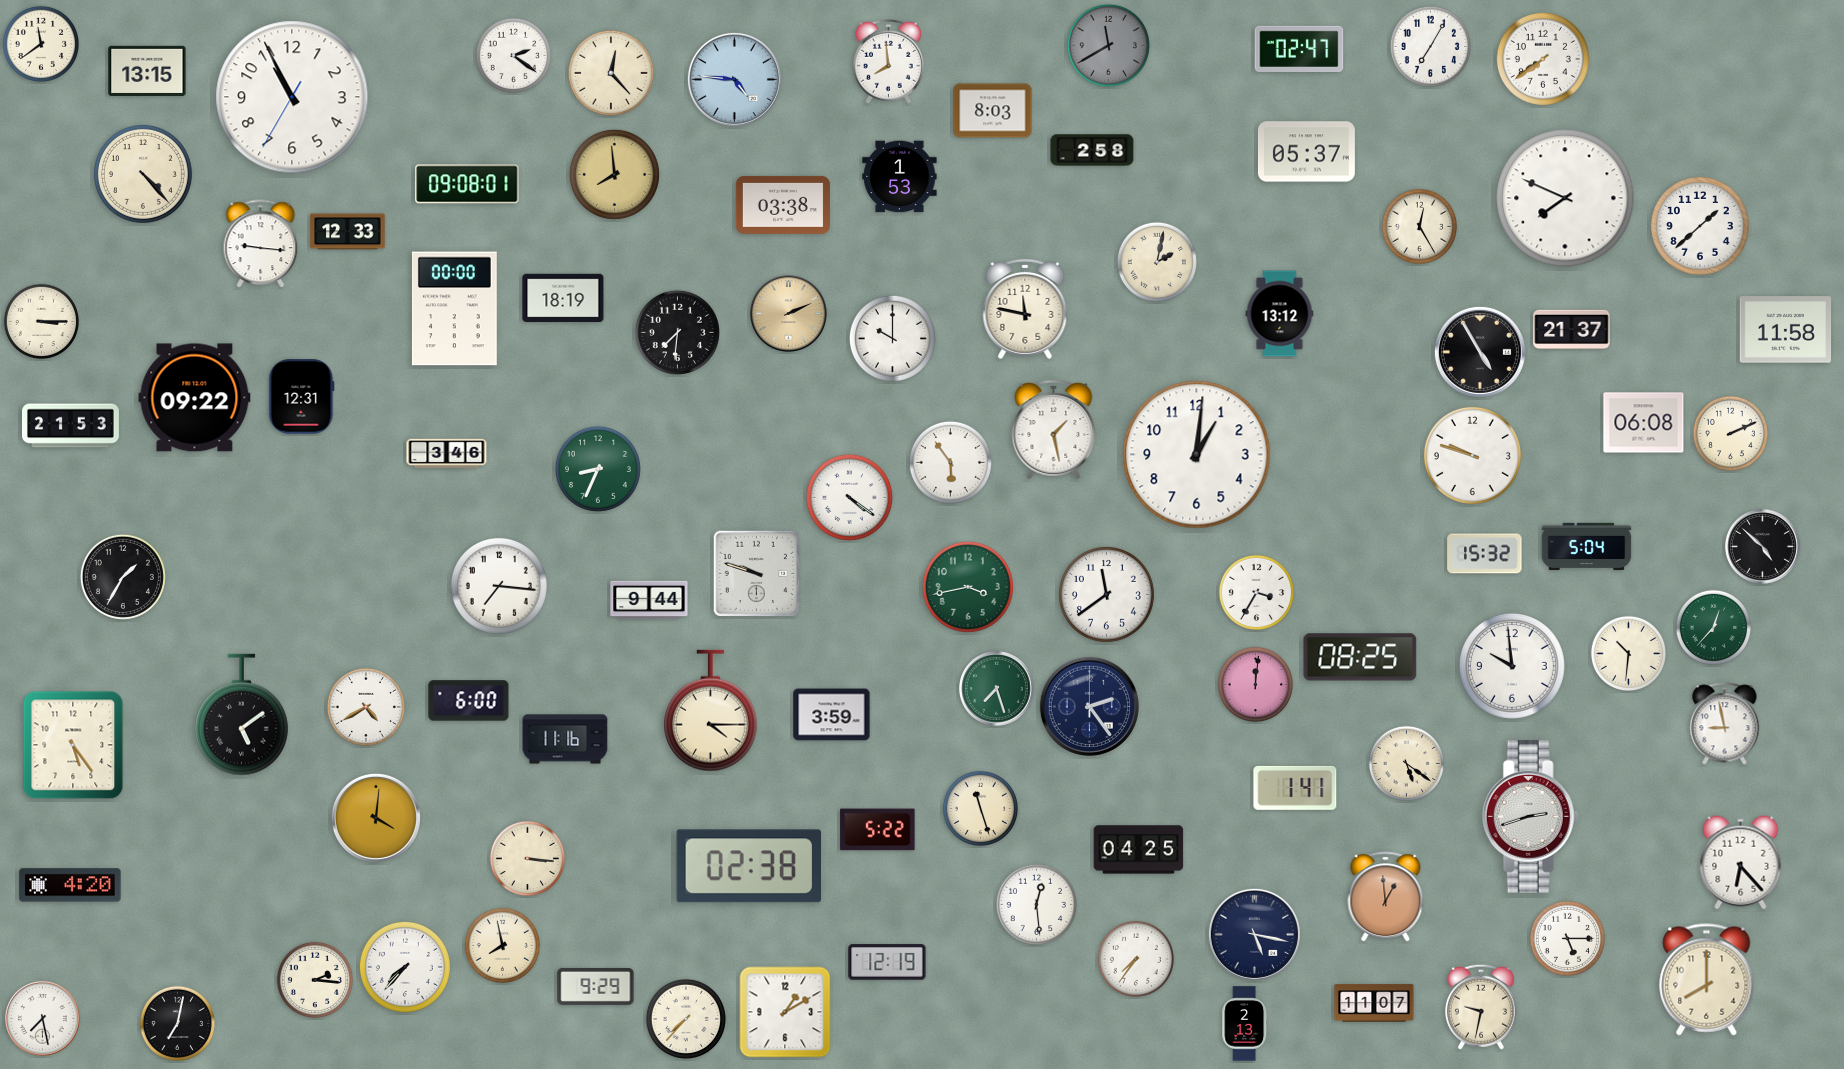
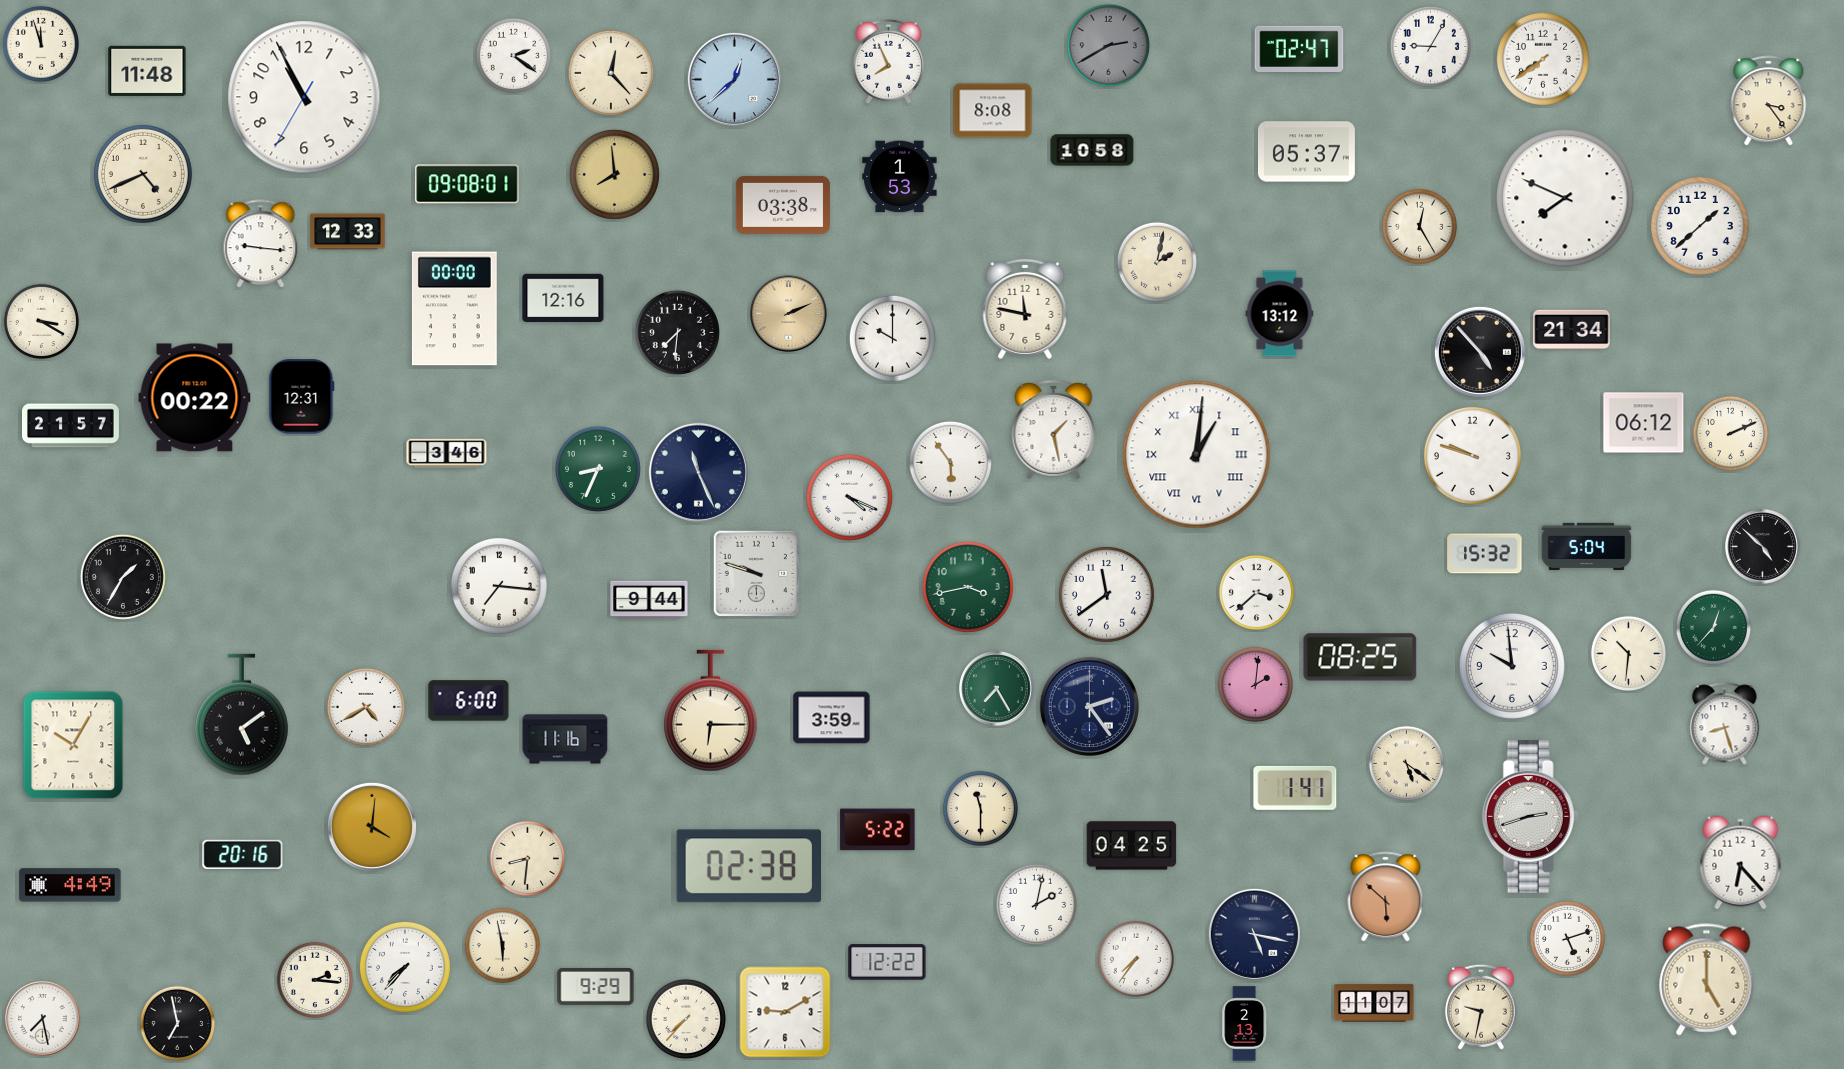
clock at (40, 43): 11:39 -> 11:57
clock at (1108, 45): 11:40 -> 2:40
clock at (1430, 46): 7:05 -> 9:05
clock at (888, 61): 7:59 -> 7:56
clock at (147, 71): 13:15 -> 11:48
clock at (734, 79): 4:46 -> 12:38
clock at (292, 97) position: (292, 97) -> (304, 97)
clock at (1769, 101): none -> 3:24
clock at (993, 111): 8:03 -> 8:08
clock at (1092, 150): 2:58 -> 10:58
clock at (143, 174): 4:23 -> 4:41
clock at (563, 298): 18:19 -> 12:16
clock at (41, 321): 3:15 -> 3:20
clock at (1572, 330): 21:37 -> 21:34
clock at (1786, 330): 11:58 -> none
clock at (1480, 352): 4:55 -> 4:53
clock at (195, 398): 09:22 -> 00:22
clock at (1644, 423): 06:08 -> 06:12
clock at (71, 426): 21:53 -> 21:57
clock at (1197, 455) numerals: Arabic -> Roman
clock at (698, 472): none -> 11:26
clock at (849, 497): 4:21 -> 4:19
clock at (1256, 592): 3:35 -> 3:38
clock at (1255, 684): 12:01 -> 2:01
clock at (997, 689): 7:27 -> 7:25
clock at (711, 711): 4:15 -> 6:15
clock at (832, 715) position: (832, 715) -> (832, 718)
clock at (1725, 724): 8:58 -> 8:27
clock at (73, 745): 5:24 -> 10:05
clock at (980, 808): 11:27 -> 11:30
clock at (376, 818) position: (376, 818) -> (372, 827)
clock at (1139, 850) position: (1139, 850) -> (1132, 846)
clock at (243, 854): none -> 20:16
clock at (527, 858): 3:16 -> 8:31
clock at (70, 885): 4:20 -> 4:49
clock at (1386, 897): 12:59 -> 5:52
clock at (1036, 904): 12:29 -> 2:02
clock at (1567, 938): 5:15 -> 5:12
clock at (502, 945): 7:58 -> 5:58
clock at (887, 962): 12:19 -> 12:22
clock at (1707, 980): 8:00 -> 5:00
clock at (785, 1012): 1:10 -> 9:10
clock at (177, 1023): 7:02 -> 6:58
